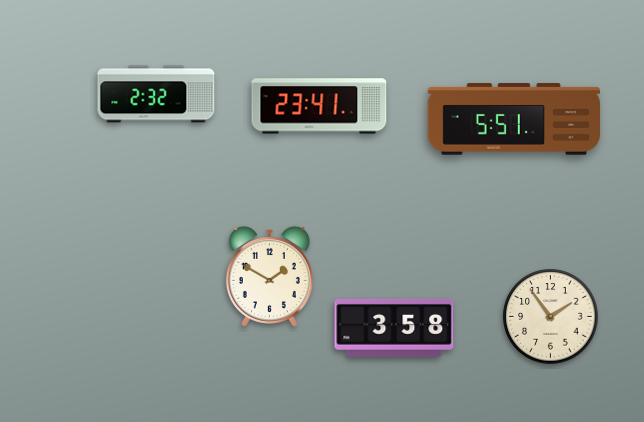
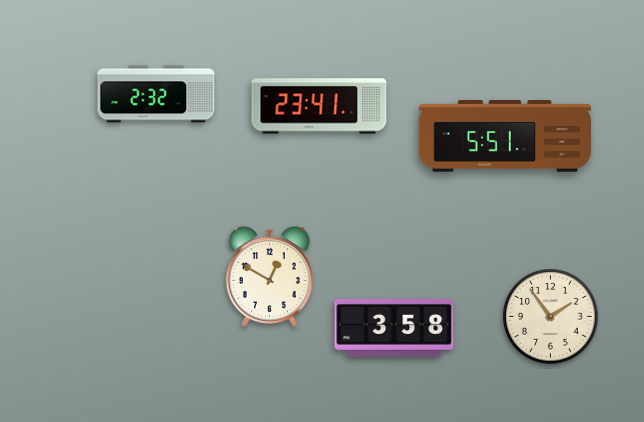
clock at (514, 119) position: (514, 119) -> (505, 136)
clock at (269, 276): 1:50 -> 12:50
